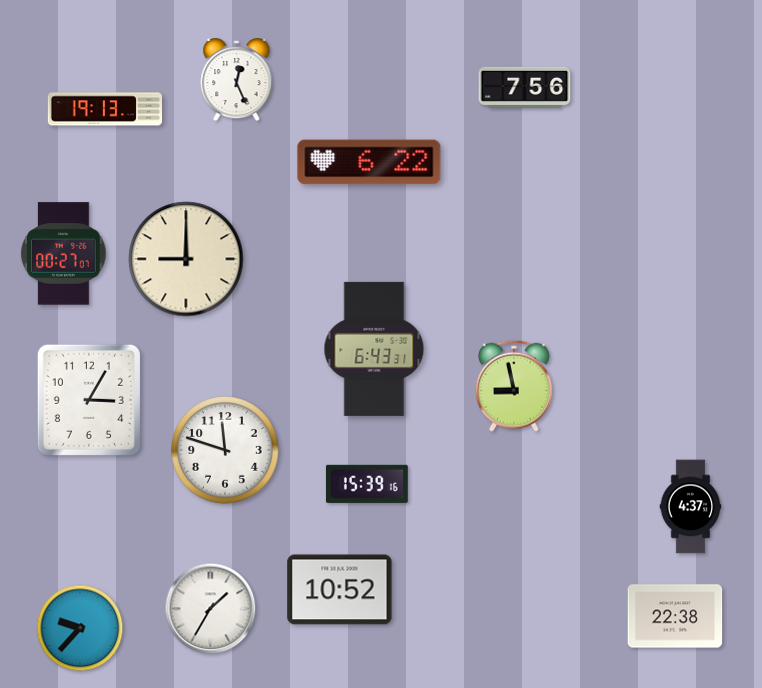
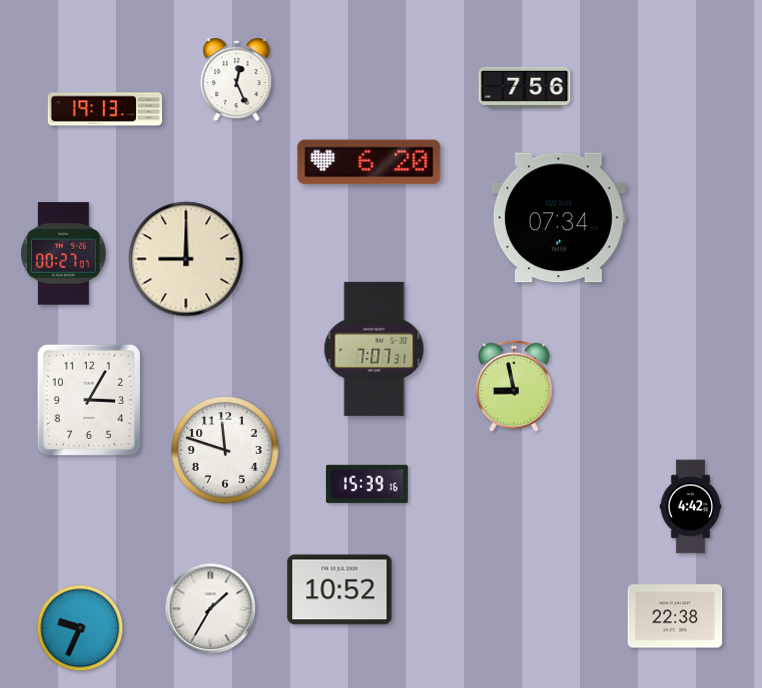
clock at (369, 162): 6:22 -> 6:20
clock at (558, 218): none -> 07:34
clock at (374, 349): 6:43 -> 7:07
clock at (691, 507): 4:37 -> 4:42
clock at (80, 628): 9:37 -> 9:34
